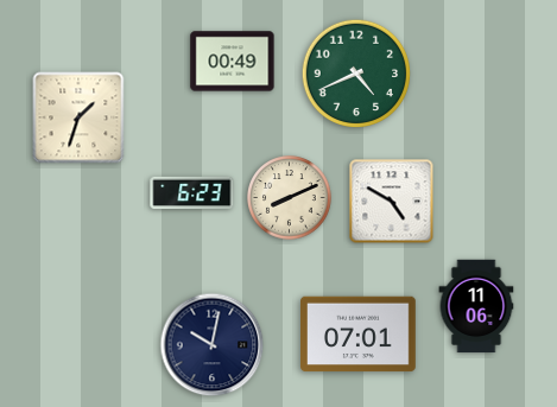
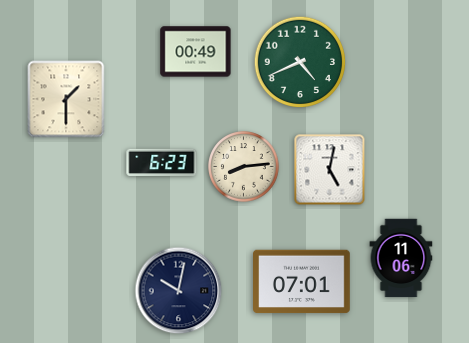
clock at (78, 117): 1:33 -> 1:30
clock at (290, 198): 8:11 -> 8:14
clock at (392, 202): 4:50 -> 5:02
